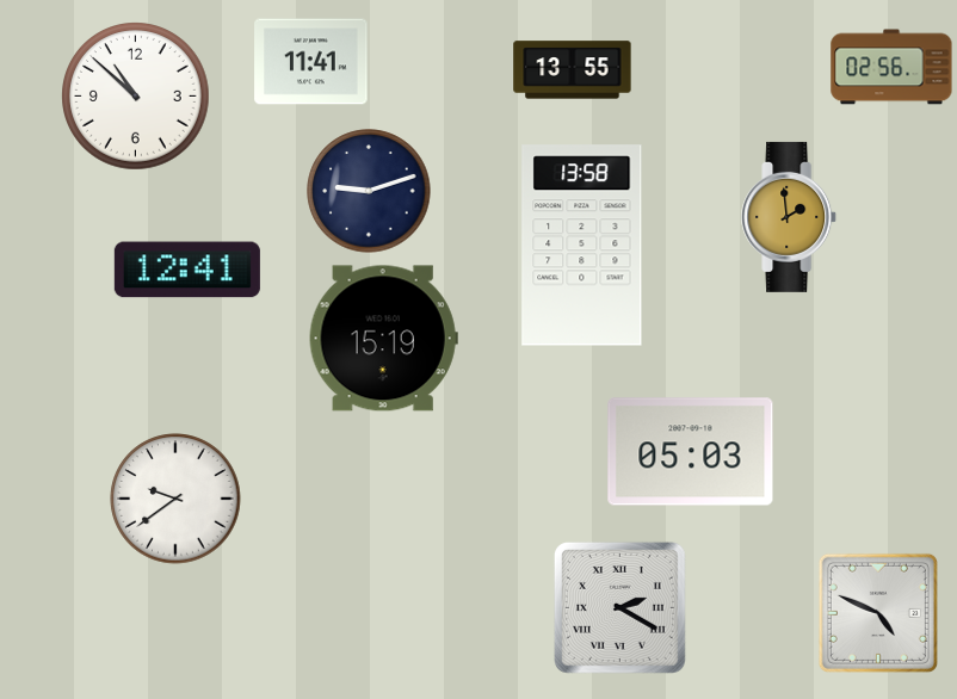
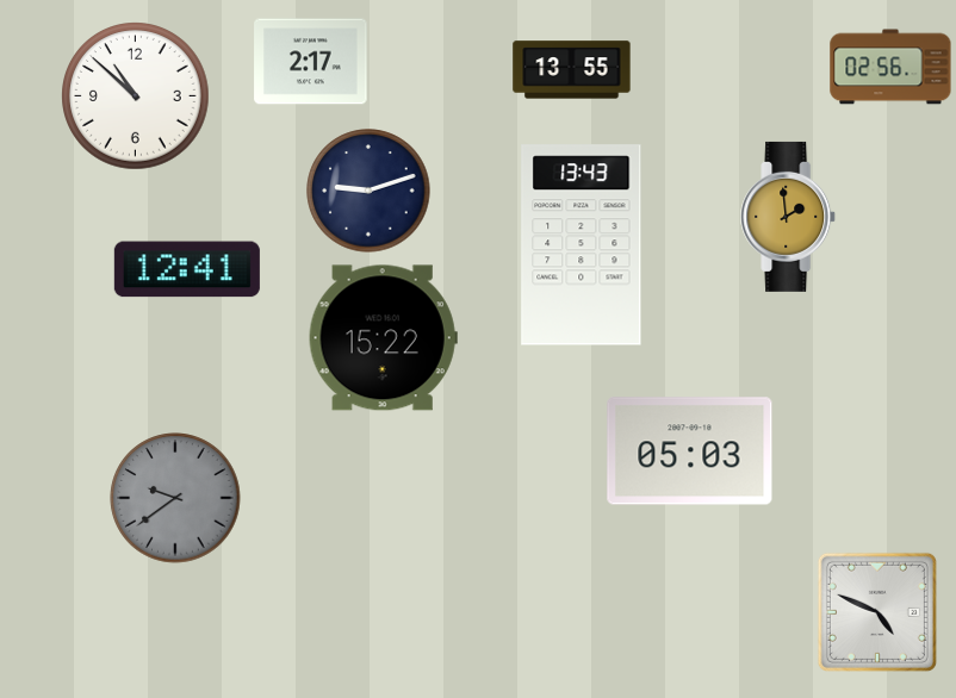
clock at (311, 62): 11:41 -> 2:17
clock at (582, 246): 13:58 -> 13:43
clock at (383, 339): 15:19 -> 15:22
clock at (175, 499) dial: white -> grey
clock at (619, 607): 2:20 -> none
